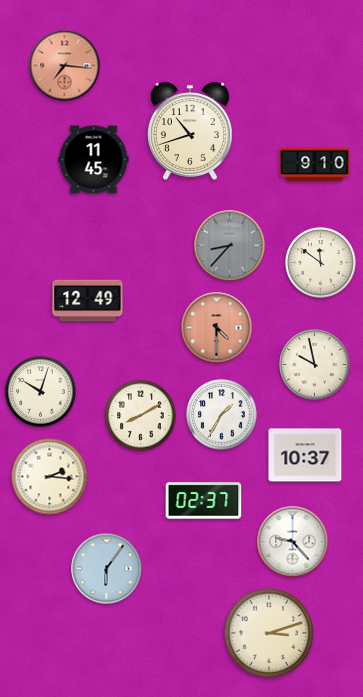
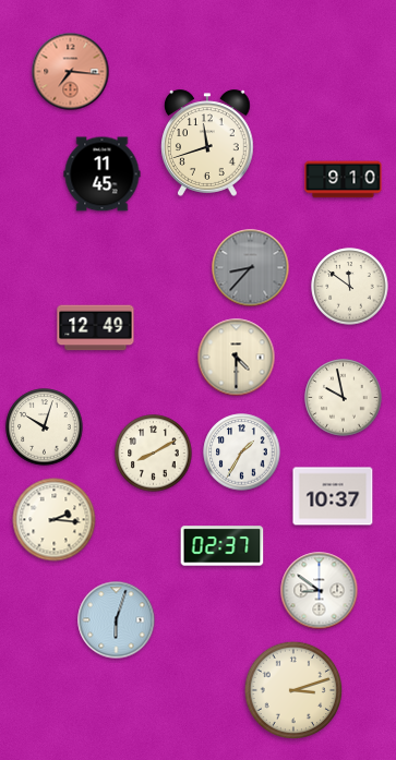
clock at (191, 131): 10:42 -> 11:42
clock at (217, 328) dial: salmon -> cream
clock at (293, 542): 9:23 -> 8:51
clock at (107, 569): 6:06 -> 6:03
